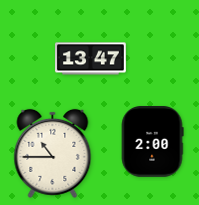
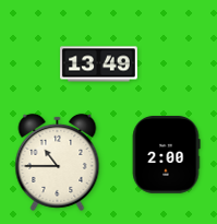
clock at (91, 59): 13:47 -> 13:49
clock at (53, 153) position: (53, 153) -> (58, 162)
